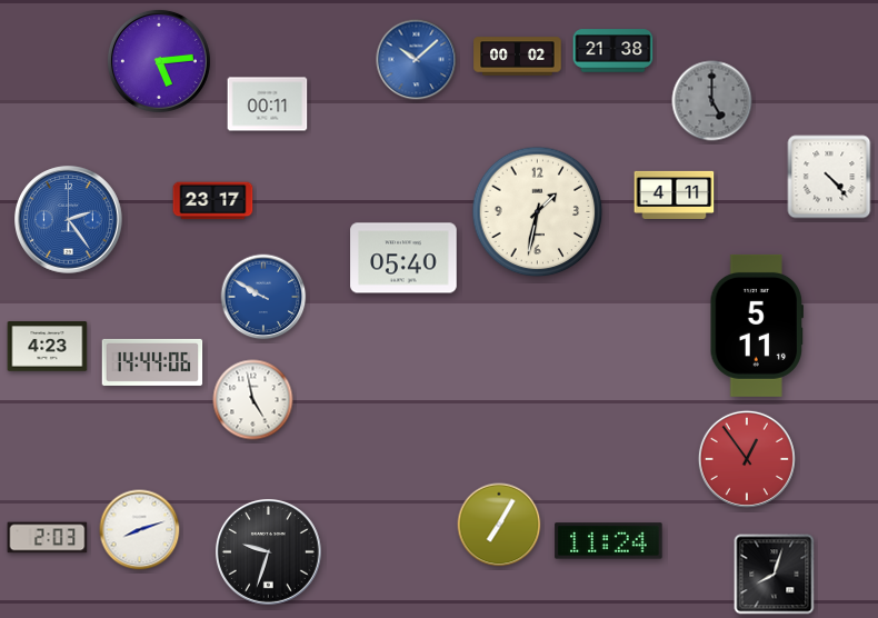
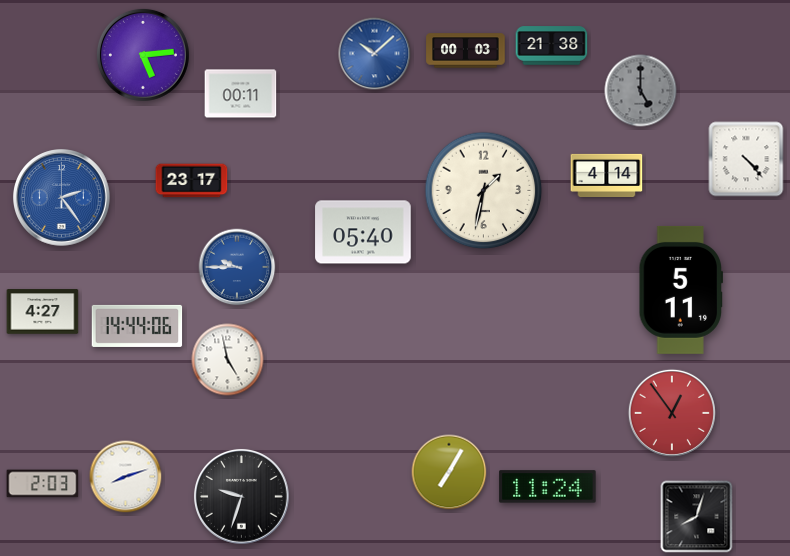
clock at (518, 57): 00:02 -> 00:03
clock at (675, 195): 4:11 -> 4:14
clock at (263, 297): 9:50 -> 9:45
clock at (756, 326) position: (756, 326) -> (680, 290)
clock at (48, 347): 4:23 -> 4:27
